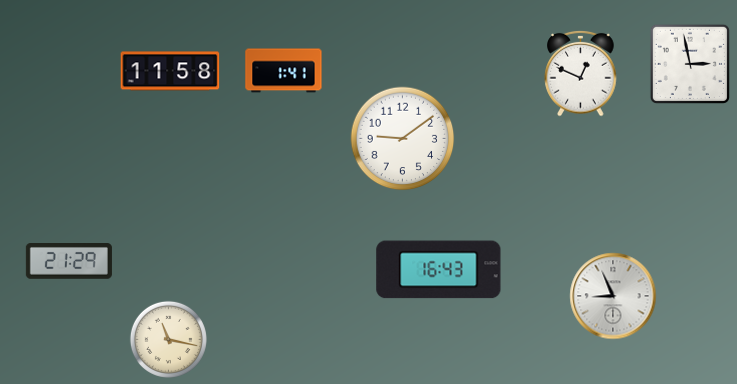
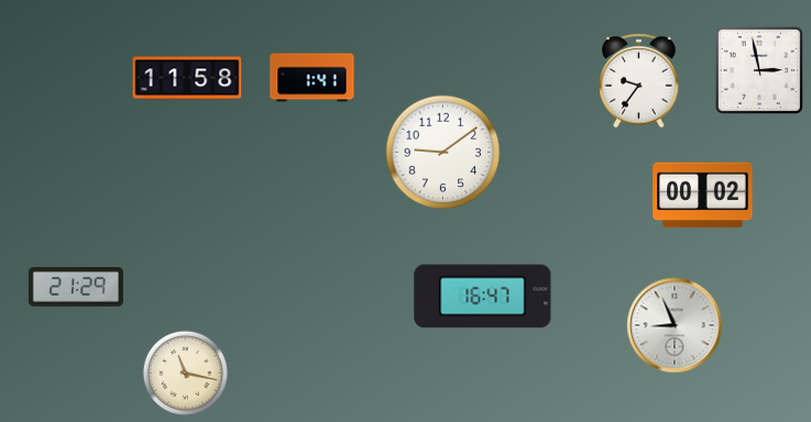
clock at (581, 73): 12:49 -> 9:36
clock at (703, 196): none -> 00:02
clock at (439, 270): 16:43 -> 16:47
